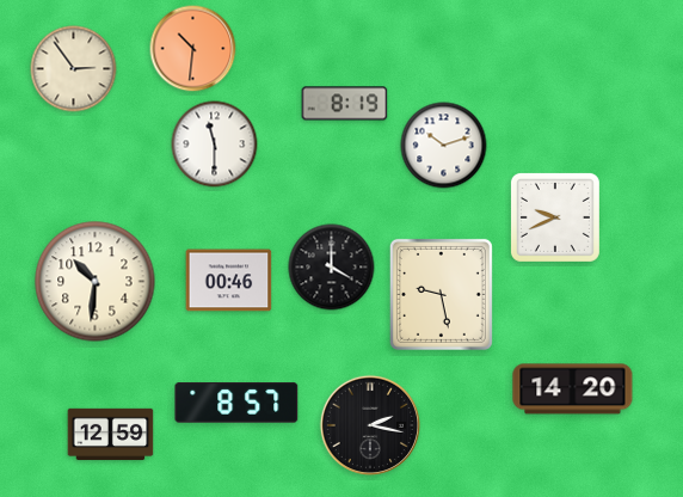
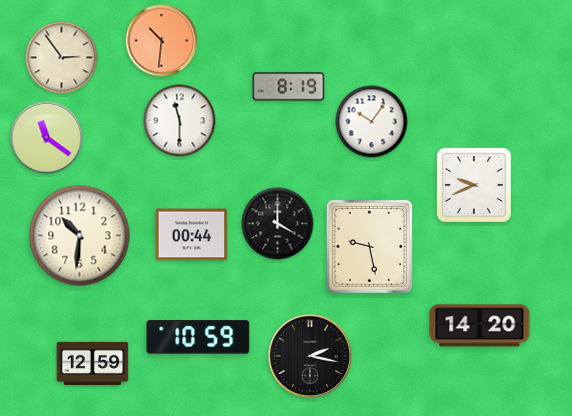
clock at (444, 146): 10:12 -> 10:06
clock at (47, 138): none -> 11:21
clock at (555, 217) position: (555, 217) -> (474, 185)
clock at (229, 281): 00:46 -> 00:44
clock at (236, 403): 8:57 -> 10:59
